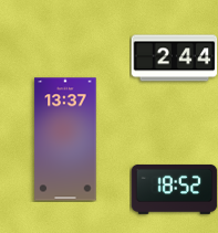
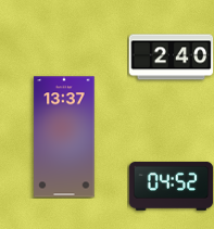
clock at (174, 59): 2:44 -> 2:40
clock at (174, 189): 18:52 -> 04:52
